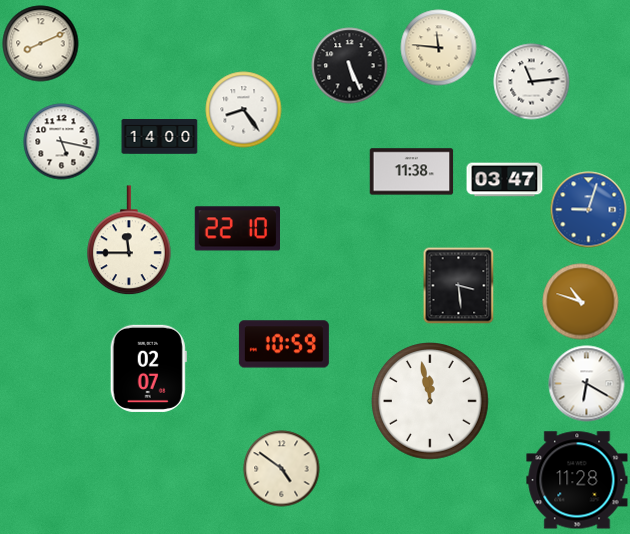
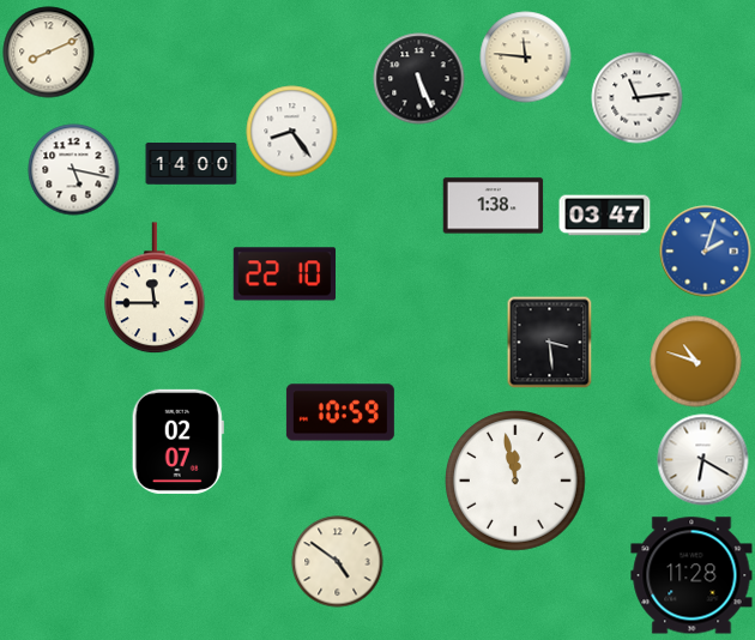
clock at (412, 172): 11:38 -> 1:38
clock at (589, 210): 9:03 -> 2:03
